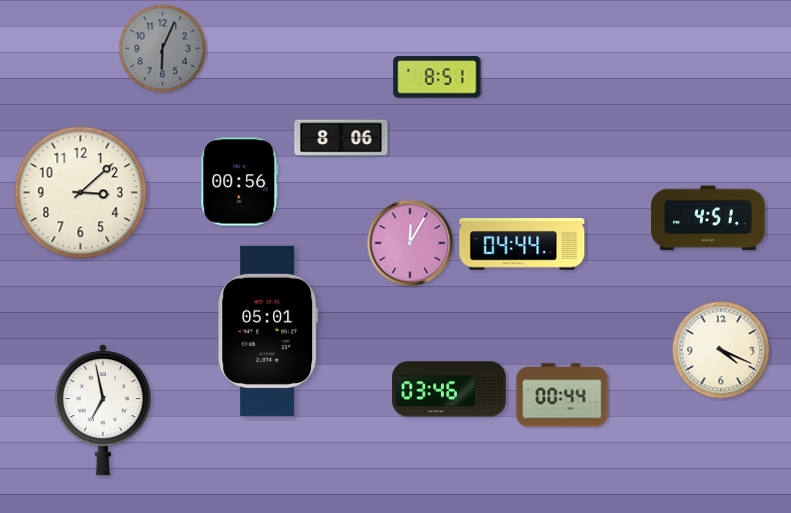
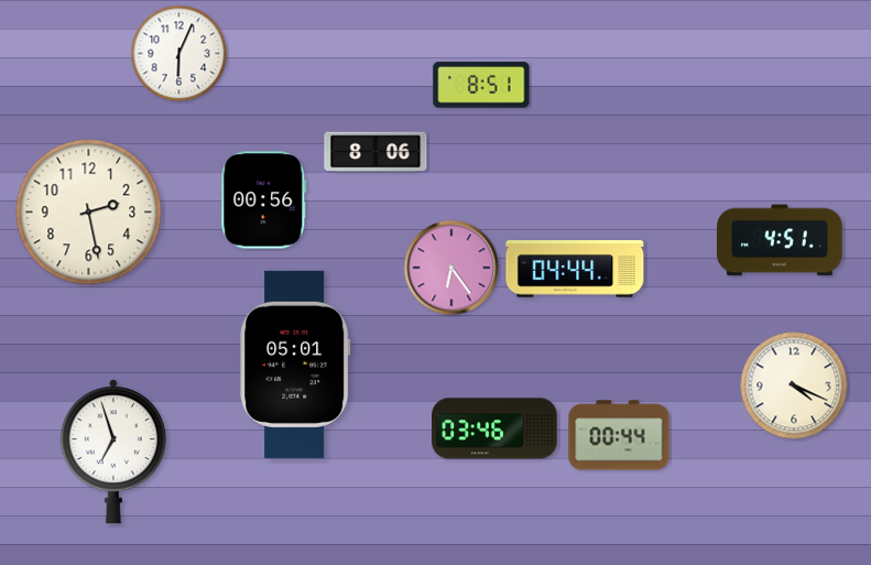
clock at (163, 49) dial: grey -> white
clock at (81, 193): 3:08 -> 2:28
clock at (410, 243): 12:05 -> 6:24
clock at (103, 411): 6:58 -> 6:57
